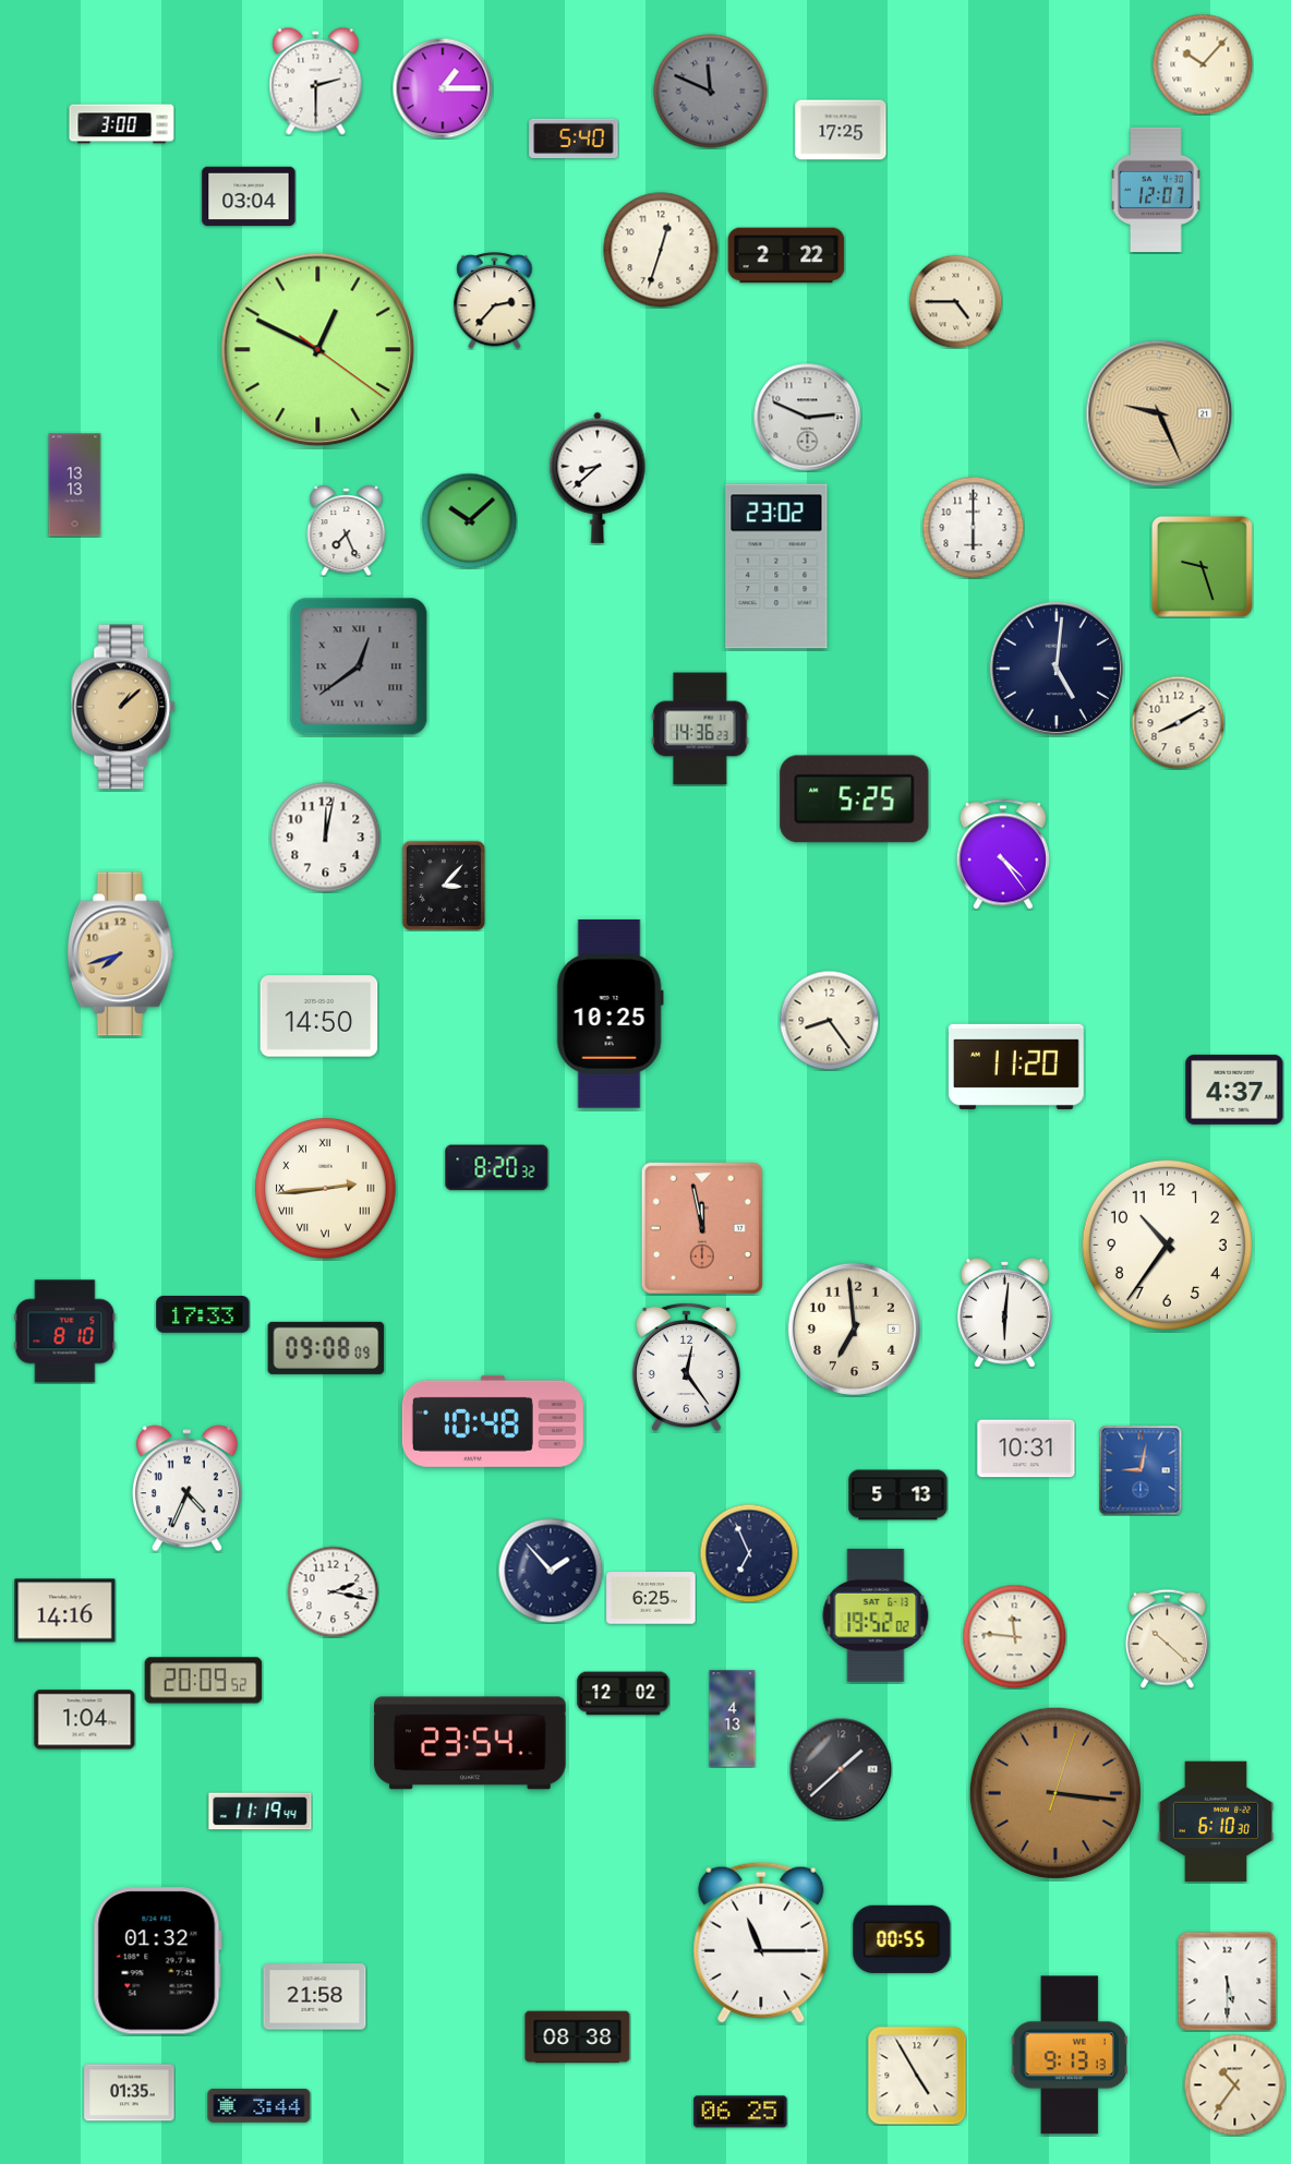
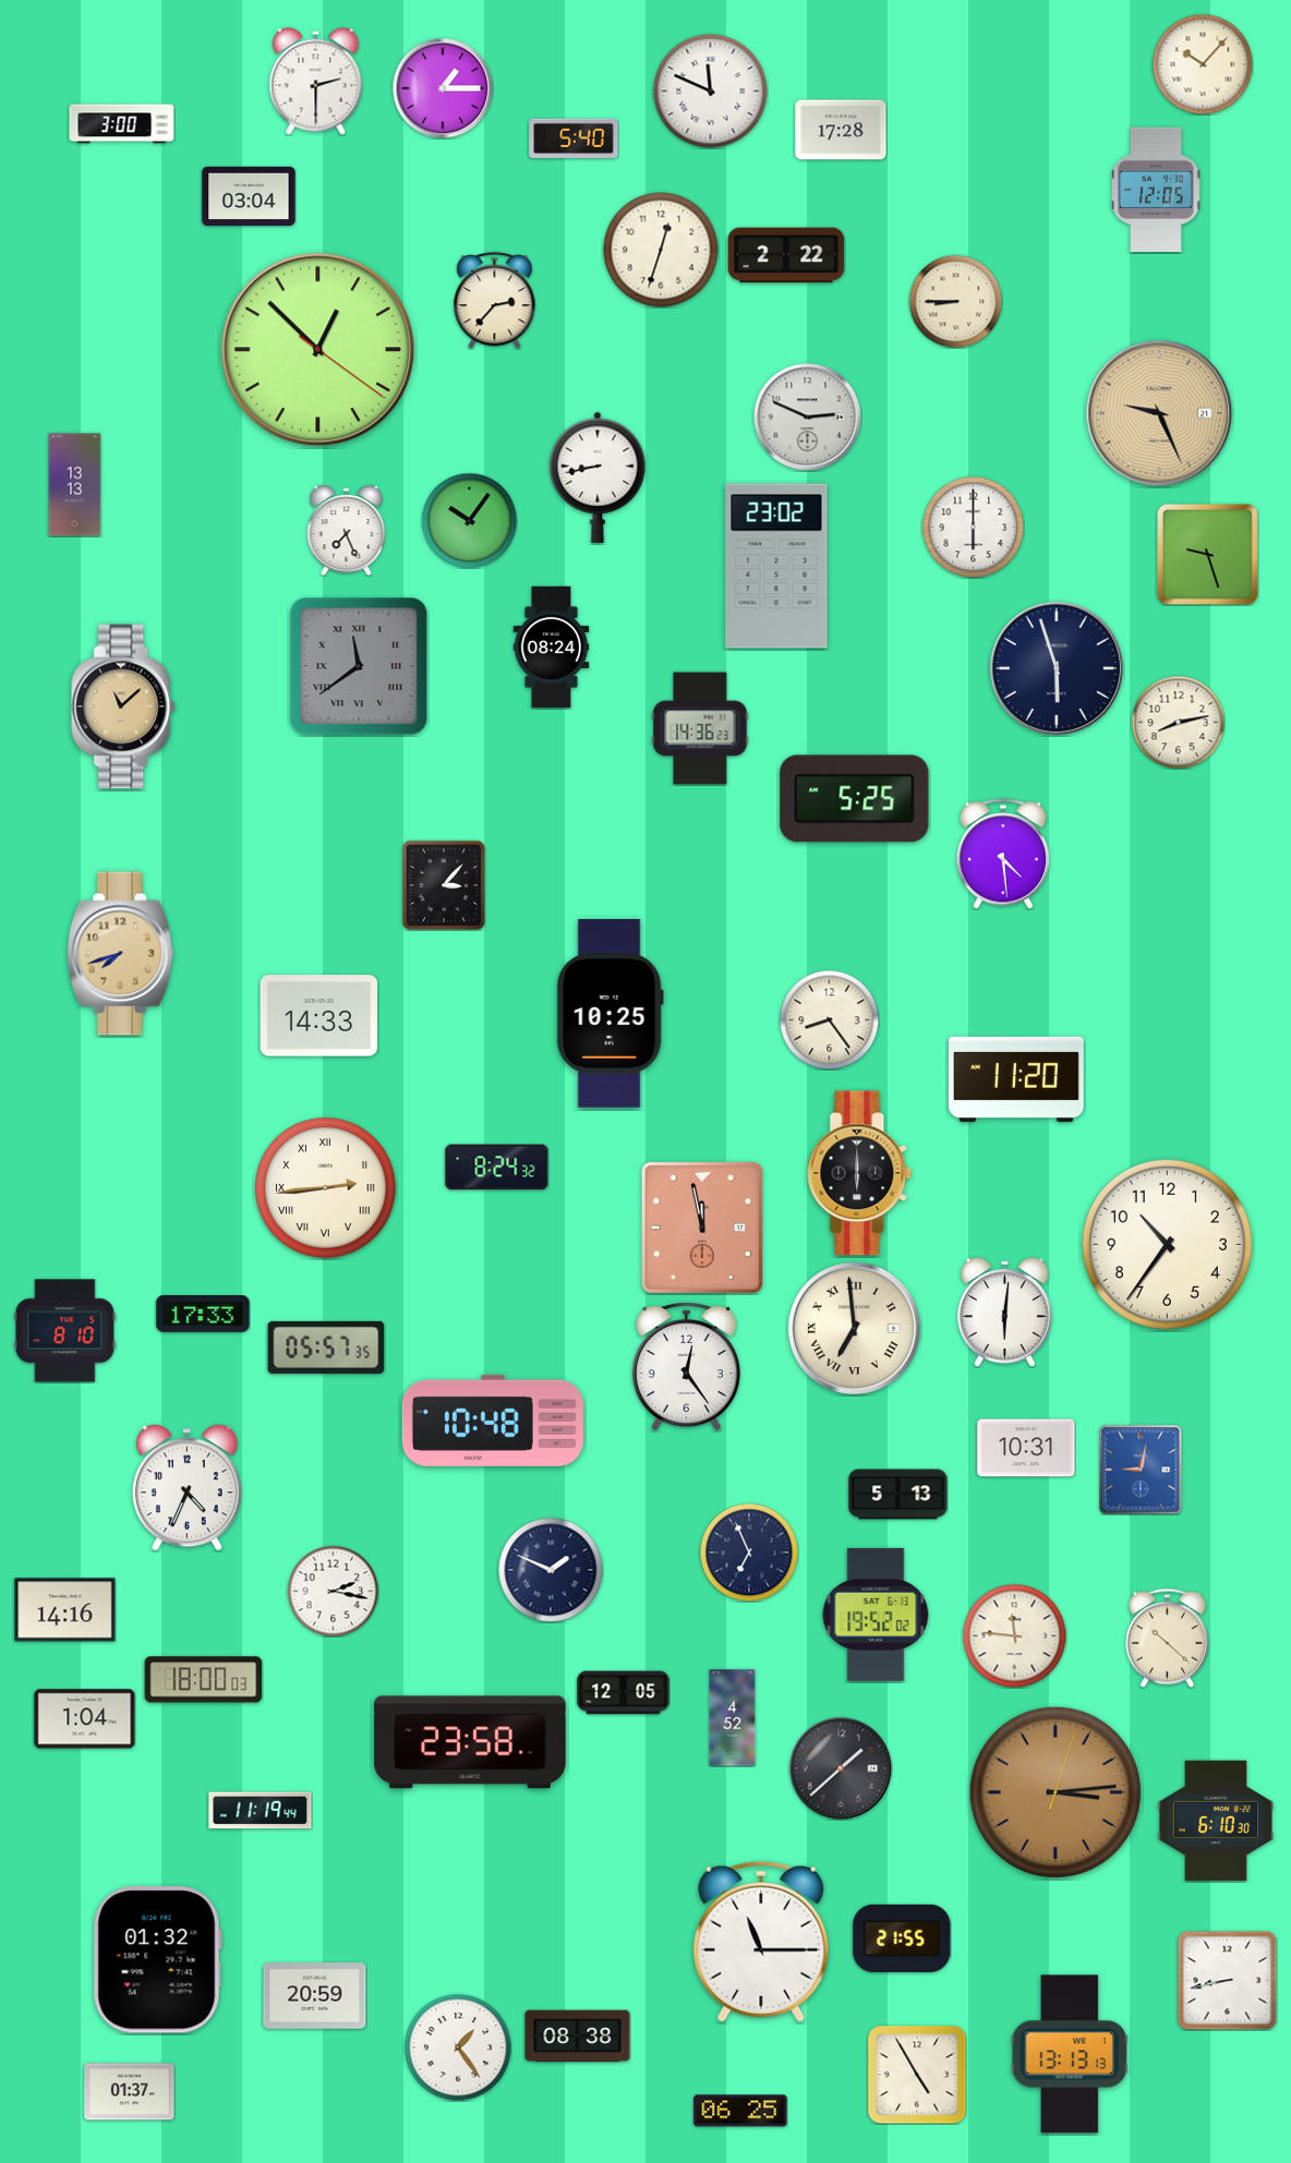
clock at (711, 92) dial: grey -> white
clock at (841, 130): 17:25 -> 17:28
clock at (1157, 189): 12:07 -> 12:05
clock at (955, 301): 4:45 -> 8:45
clock at (318, 350): 12:49 -> 12:52
clock at (598, 478): 8:38 -> 8:43
clock at (469, 520): 10:08 -> 10:06
clock at (1202, 566) position: (1202, 566) -> (1207, 554)
clock at (552, 648): none -> 08:24
clock at (359, 666): 12:39 -> 11:39
clock at (1057, 669): 5:01 -> 5:57
clock at (124, 707): 1:08 -> 11:08
clock at (1178, 722): 8:10 -> 8:13
clock at (326, 838): 12:02 -> none
clock at (1003, 854): 4:24 -> 4:29
clock at (319, 1017): 14:50 -> 14:33
clock at (1016, 1067) position: (1016, 1067) -> (1016, 1079)
clock at (1234, 1090): 4:37 -> none
clock at (497, 1168): 8:20 -> 8:24
clock at (860, 1173): none -> 6:00
clock at (854, 1329) numerals: Arabic -> Roman
clock at (326, 1348): 09:08 -> 05:57
clock at (551, 1571): 1:53 -> 1:49
clock at (651, 1598): 6:25 -> none
clock at (204, 1681): 20:09 -> 18:00
clock at (624, 1694): 12:02 -> 12:05
clock at (733, 1719): 4:13 -> 4:52
clock at (470, 1743): 23:54 -> 23:58
clock at (1055, 1793): 3:16 -> 3:14
clock at (902, 1939): 00:55 -> 21:55
clock at (1227, 1981): 5:30 -> 8:43
clock at (315, 1997): 21:58 -> 20:59
clock at (458, 2047): none -> 1:24
clock at (1069, 2055): 9:13 -> 13:13
clock at (1234, 2084): 10:36 -> none
clock at (130, 2093): 01:35 -> 01:37
clock at (260, 2105): 3:44 -> none
